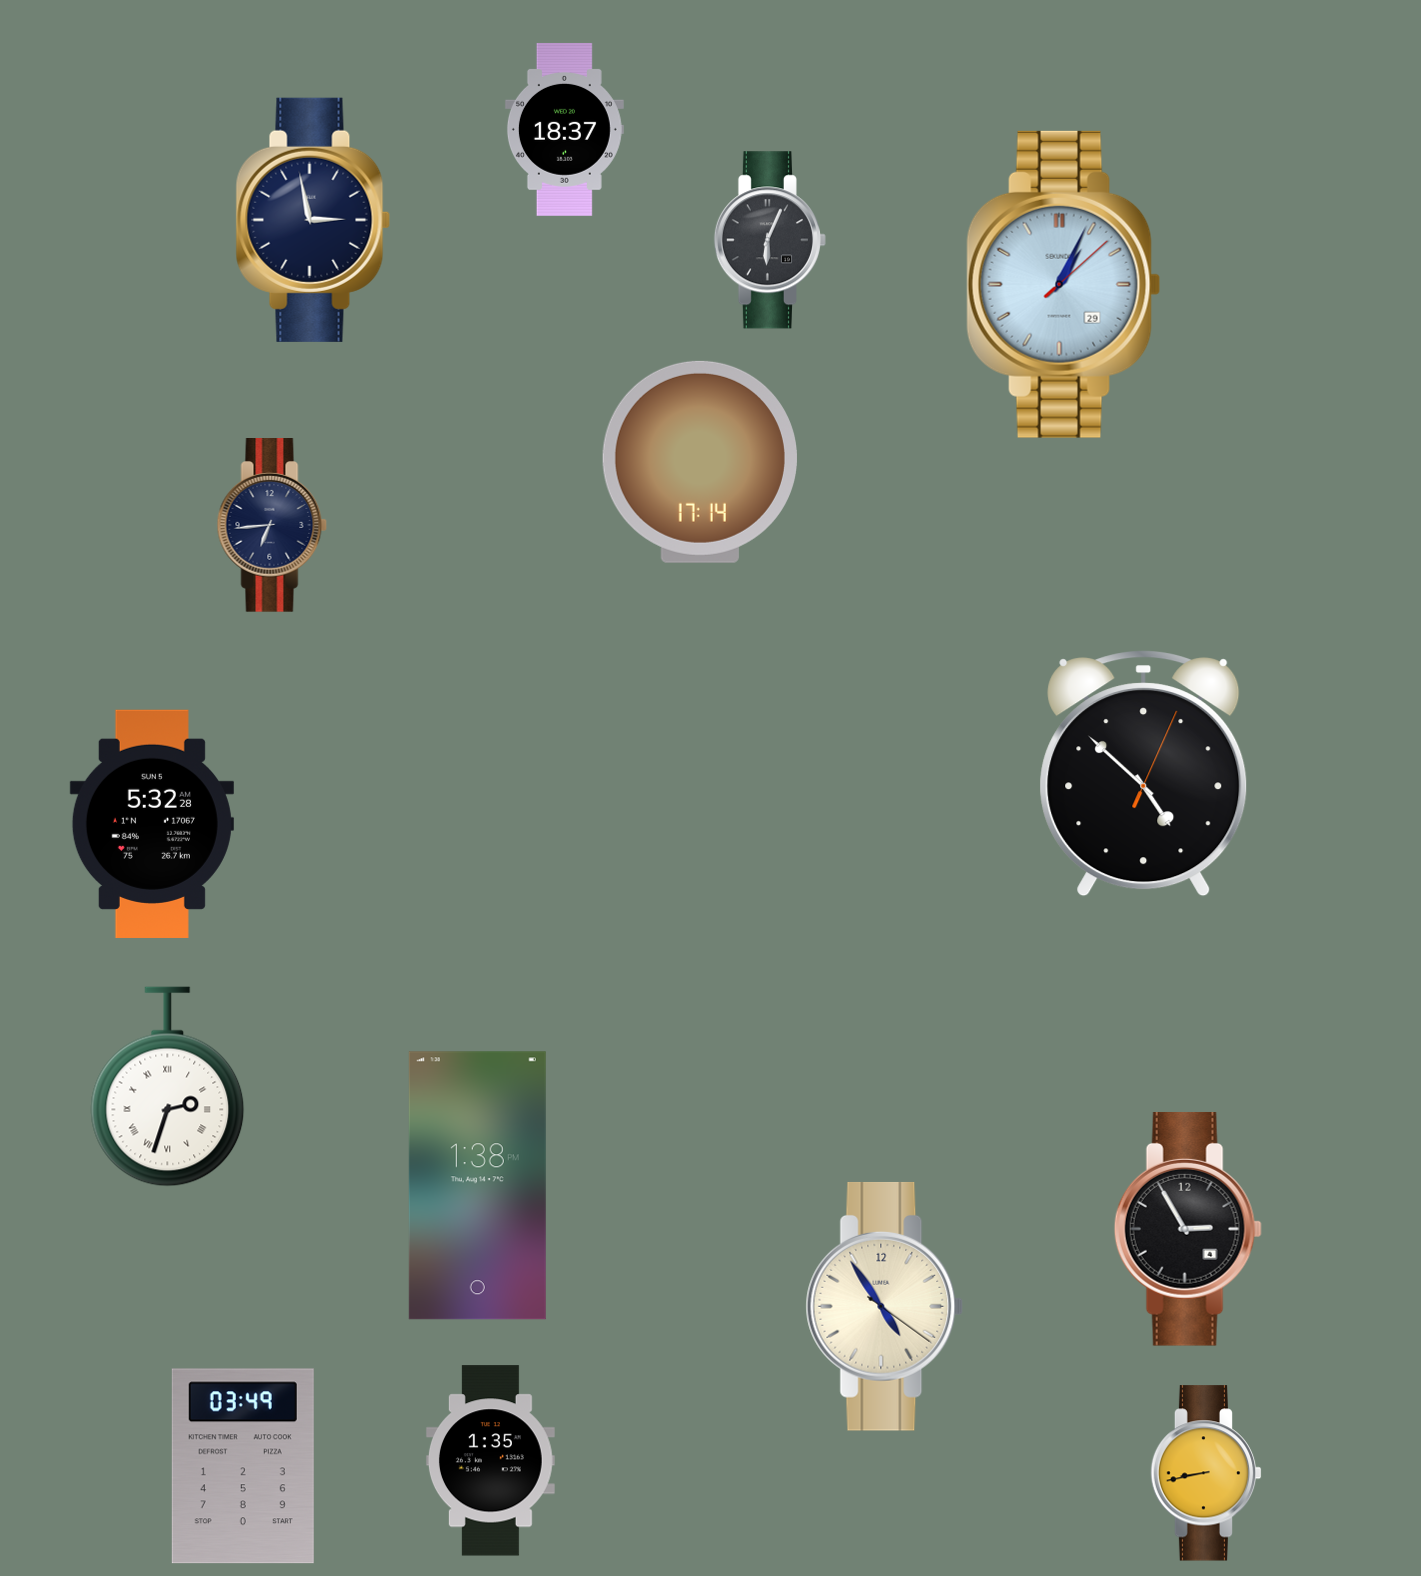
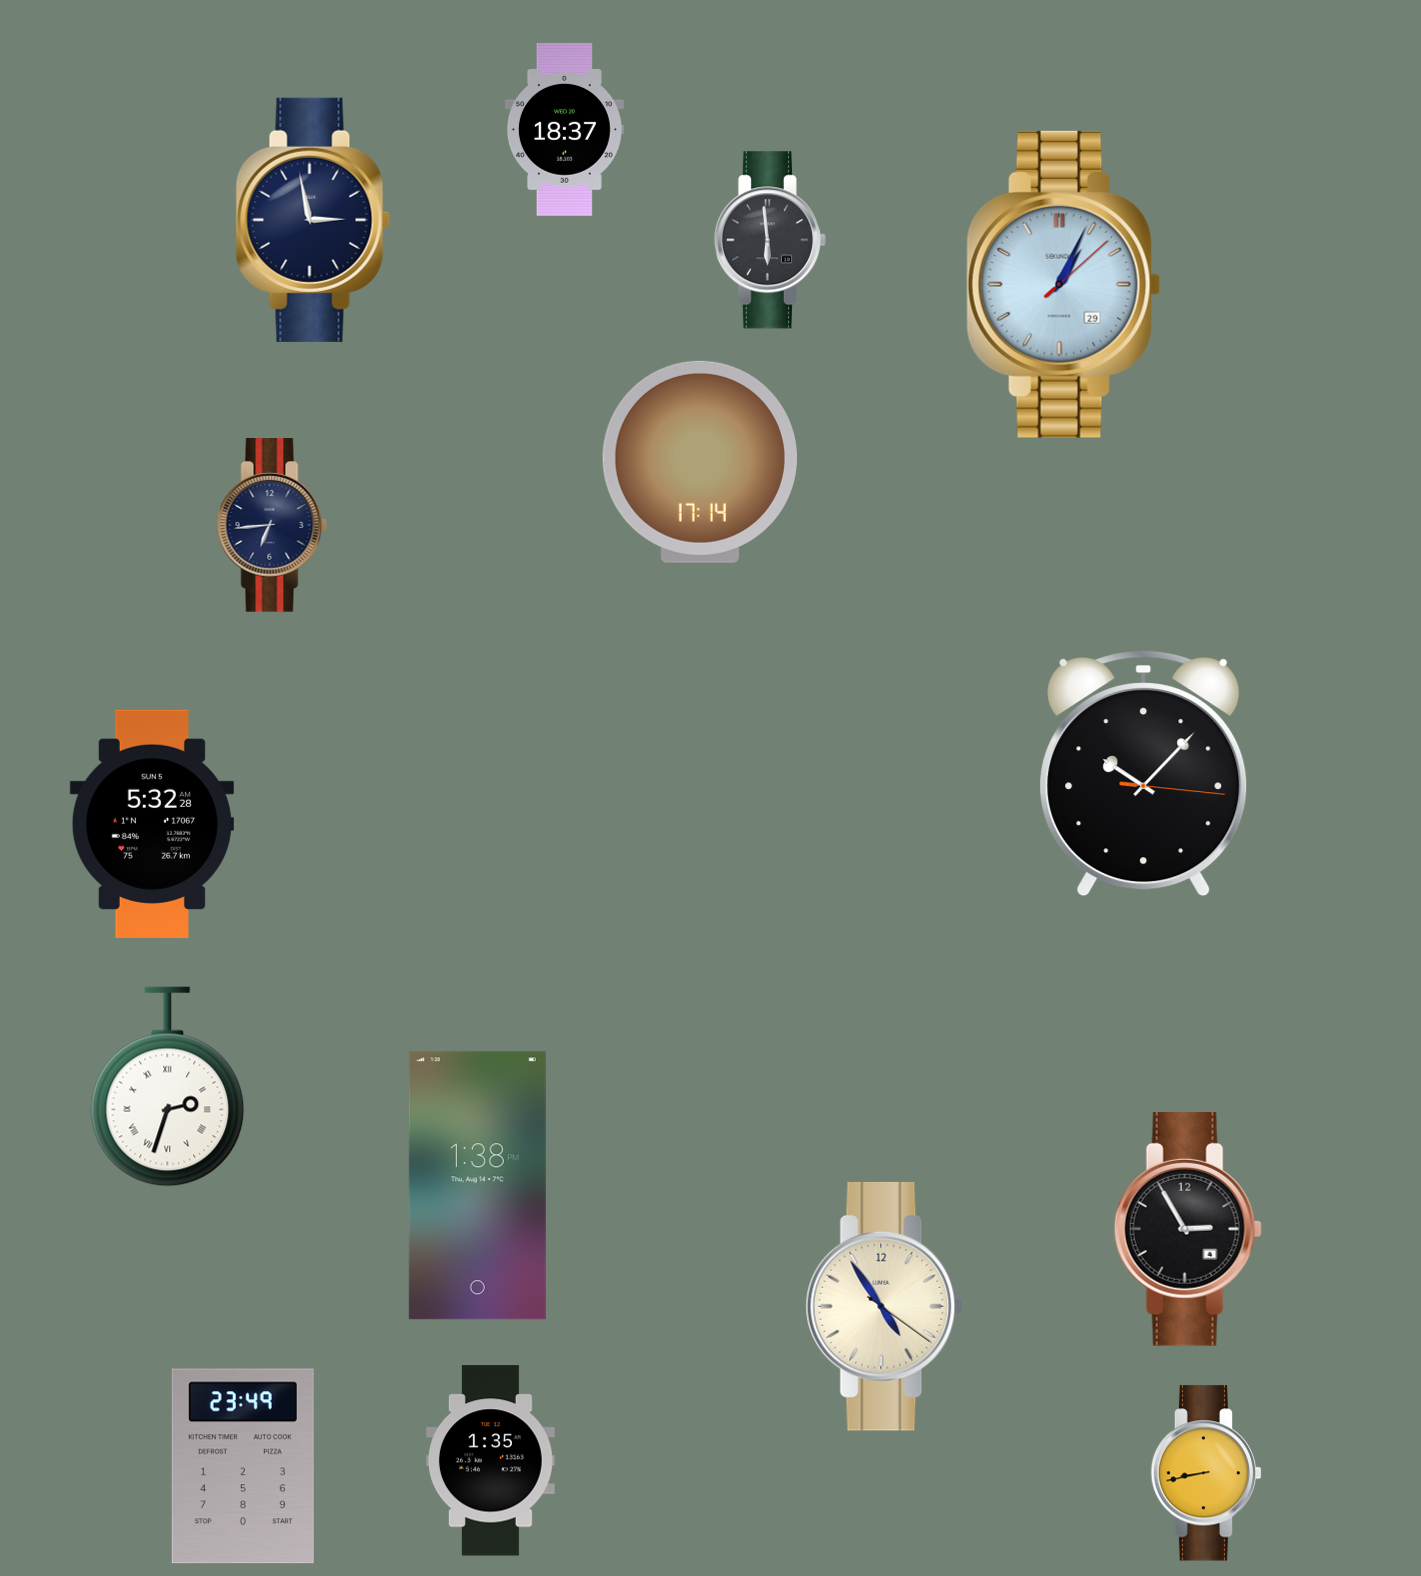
clock at (770, 240): 6:04 -> 5:59
clock at (1144, 774): 4:52 -> 10:07
clock at (243, 1466): 03:49 -> 23:49
